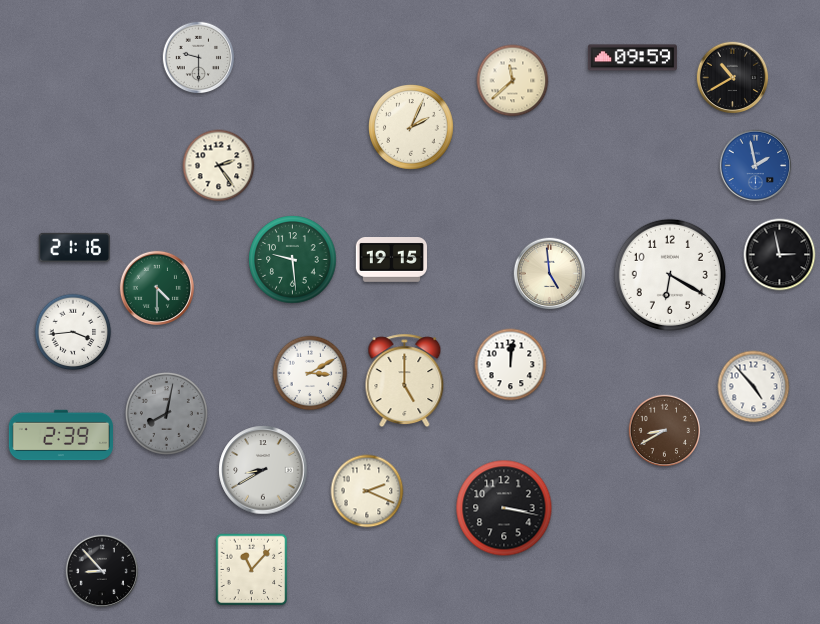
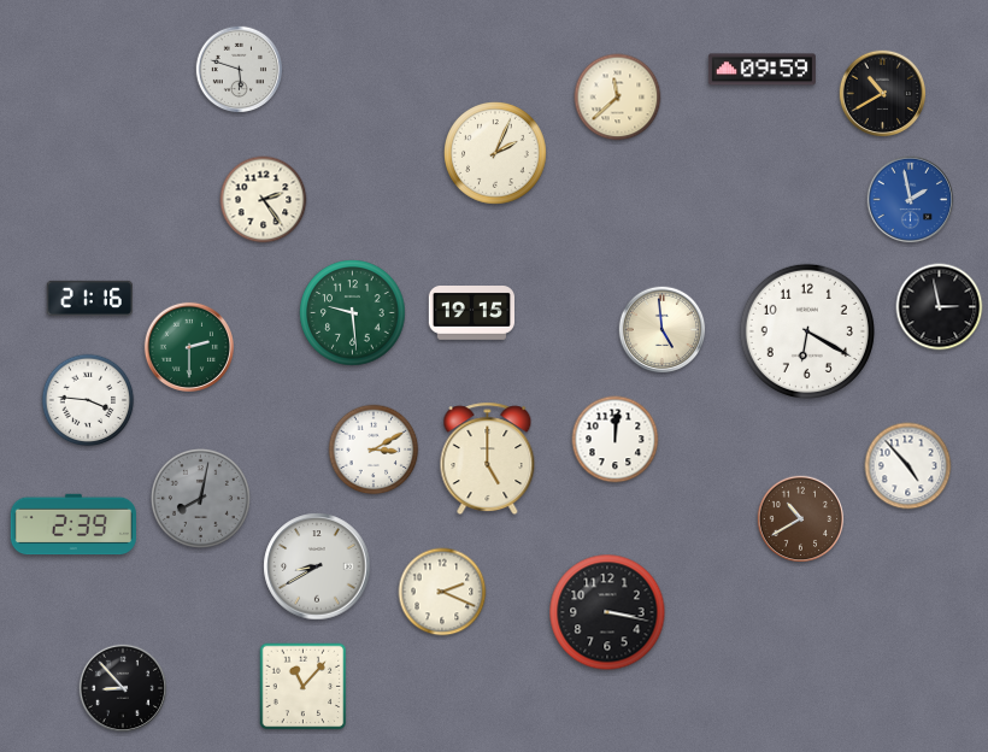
clock at (199, 58): 9:30 -> 5:48
clock at (157, 288): 4:30 -> 2:30
clock at (73, 332): 3:44 -> 3:46
clock at (665, 431): 8:40 -> 10:40
